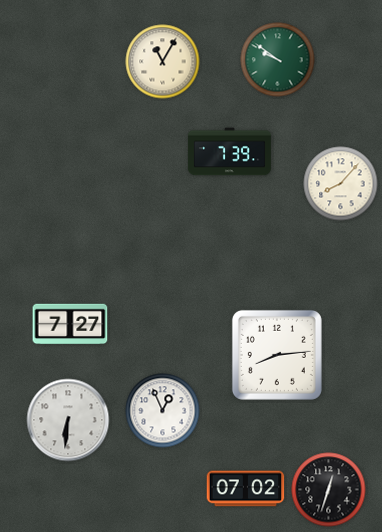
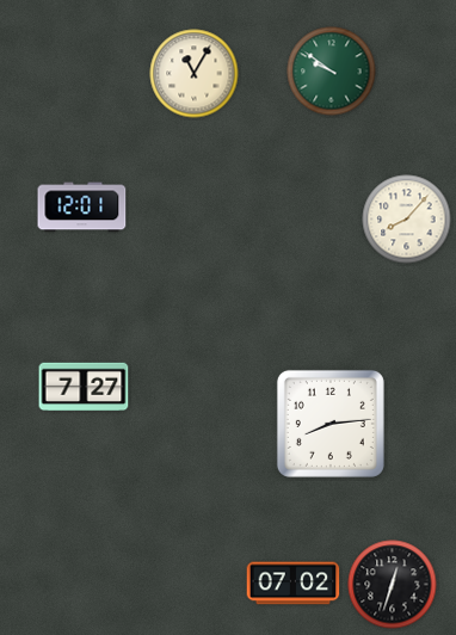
clock at (229, 152): 7:39 -> none
clock at (82, 208): none -> 12:01
clock at (163, 411): 12:56 -> none
clock at (68, 420): 6:31 -> none
